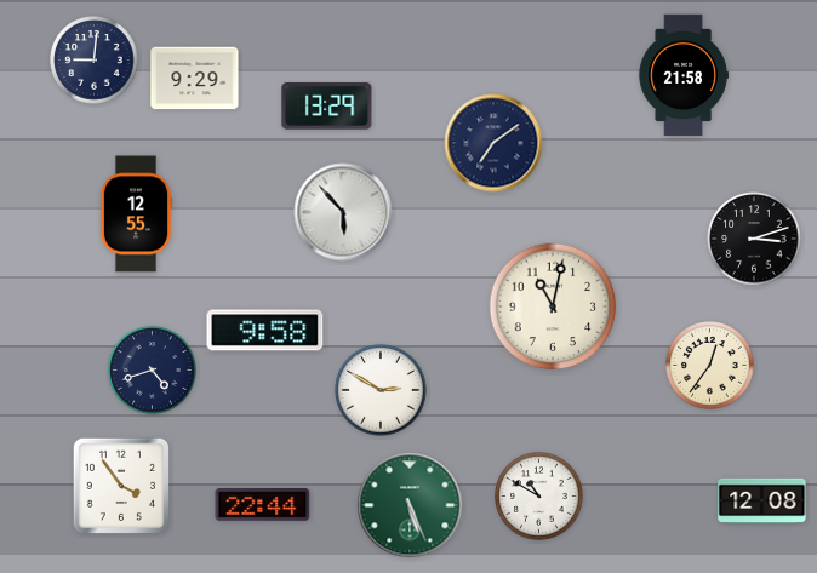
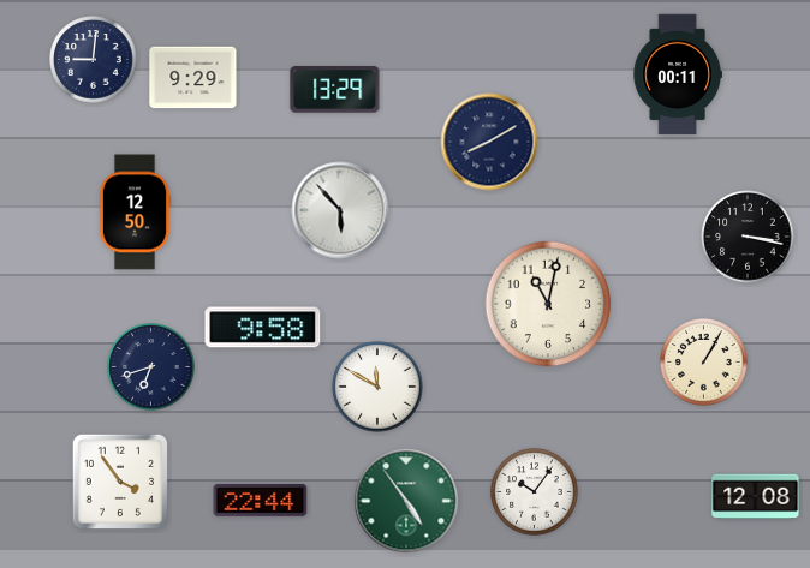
clock at (684, 75): 21:58 -> 00:11
clock at (327, 107) position: (327, 107) -> (335, 90)
clock at (493, 143): 7:09 -> 8:10
clock at (136, 214): 12:55 -> 12:50
clock at (754, 239): 3:12 -> 3:17
clock at (710, 366): 12:36 -> 1:05
clock at (153, 371): 4:42 -> 6:42
clock at (381, 390): 2:50 -> 11:50
clock at (539, 497): 10:50 -> 10:06
clock at (410, 505): 5:26 -> 4:54
